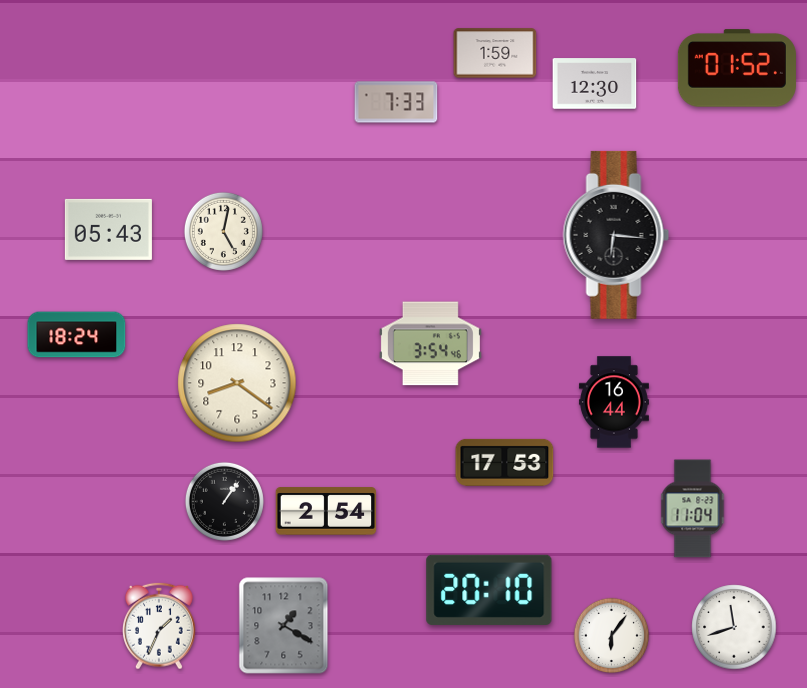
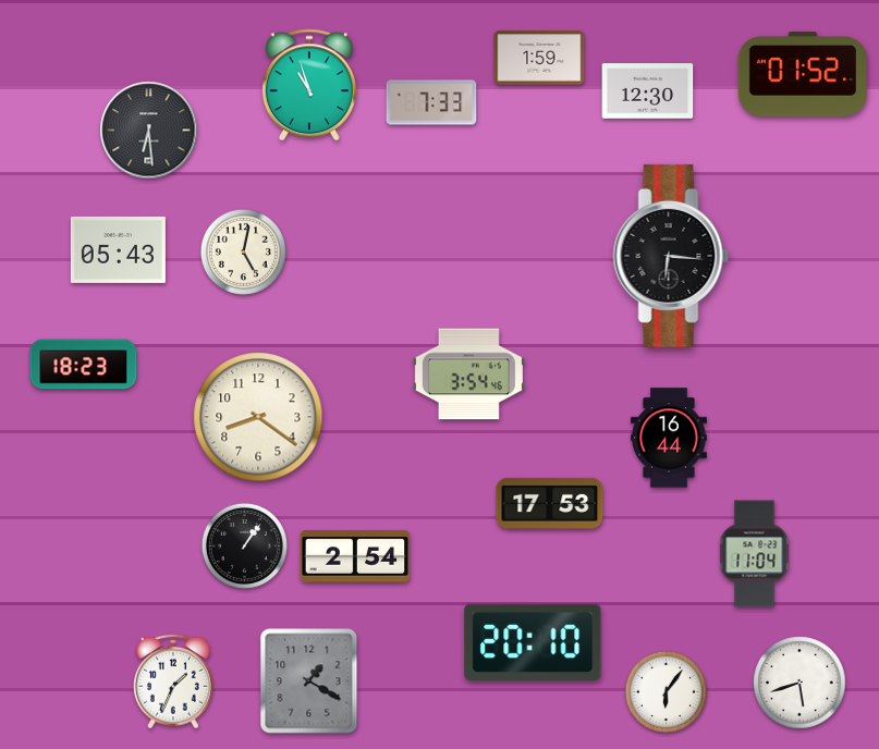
clock at (309, 85): none -> 10:57
clock at (396, 102) position: (396, 102) -> (431, 102)
clock at (149, 131): none -> 6:29
clock at (77, 335): 18:24 -> 18:23
clock at (734, 627): 11:42 -> 5:42
